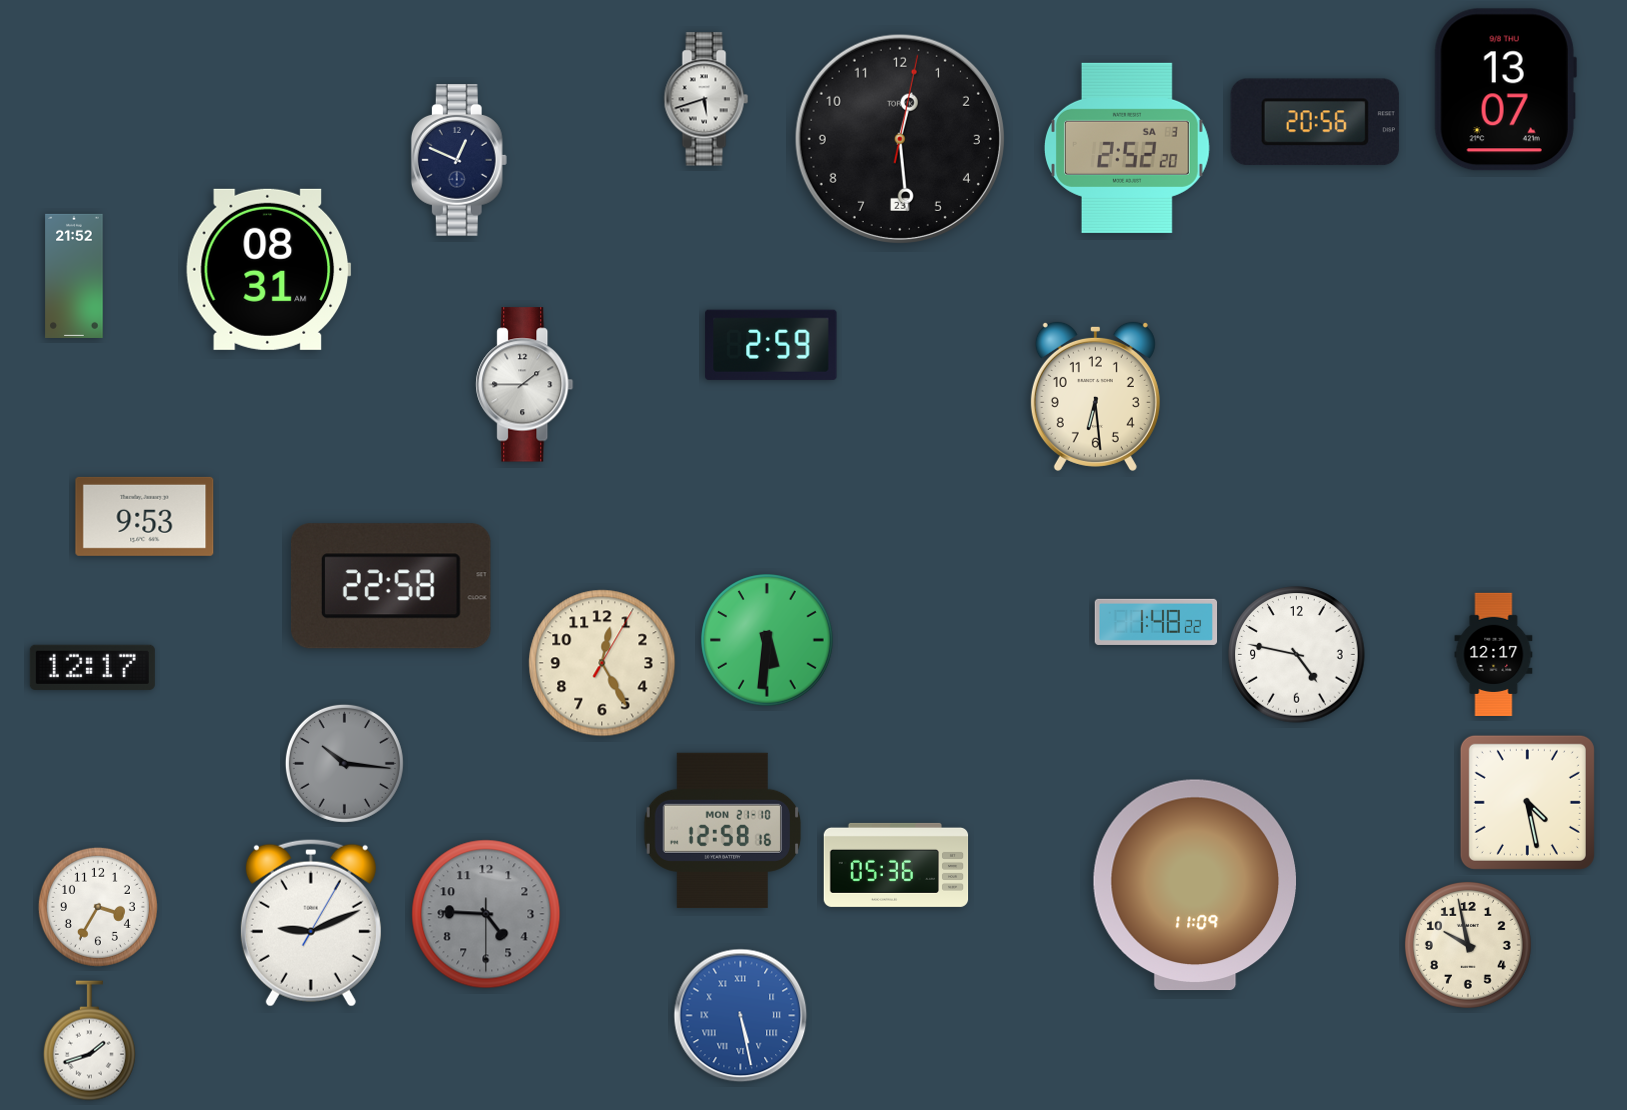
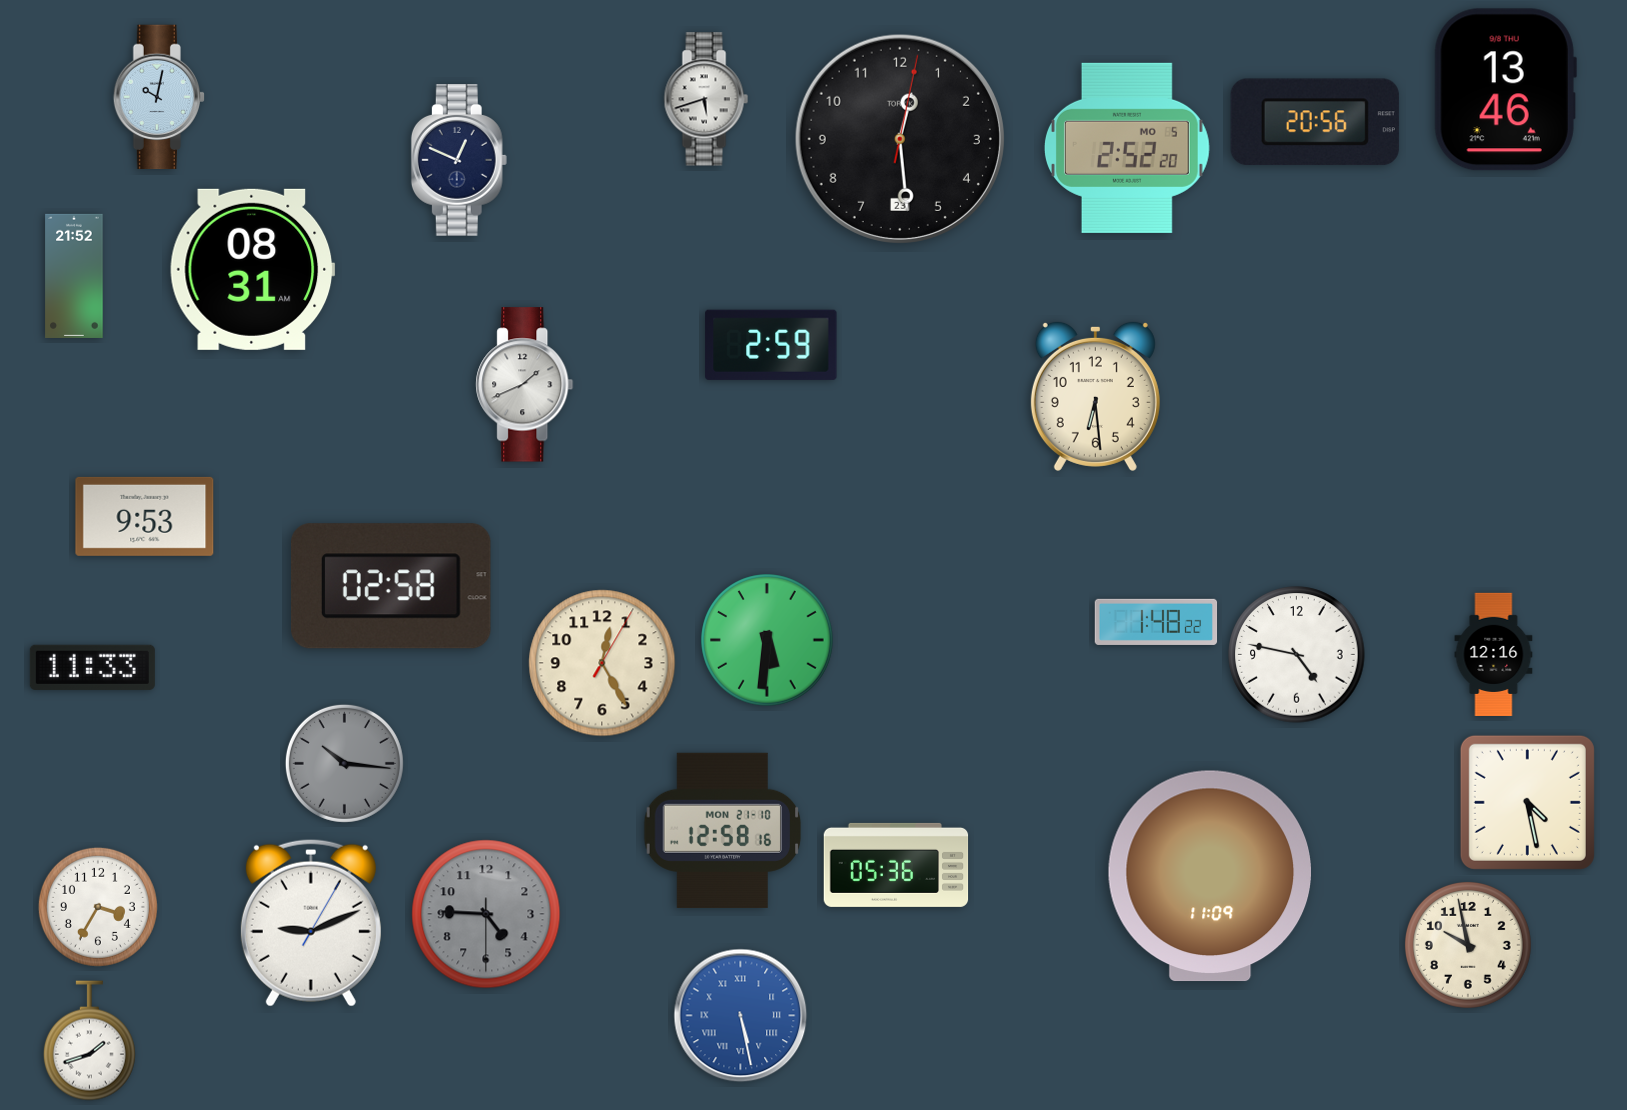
clock at (1505, 90): 13:07 -> 13:46
clock at (158, 97): none -> 10:02
clock at (1127, 148) date: SA 3 -> MO 5
clock at (269, 269) position: (269, 269) -> (253, 269)
clock at (525, 385): 1:45 -> 1:41
clock at (391, 586): 22:58 -> 02:58
clock at (1494, 654): 12:17 -> 12:16
clock at (92, 667): 12:17 -> 11:33
clock at (1194, 885) position: (1194, 885) -> (1209, 876)
